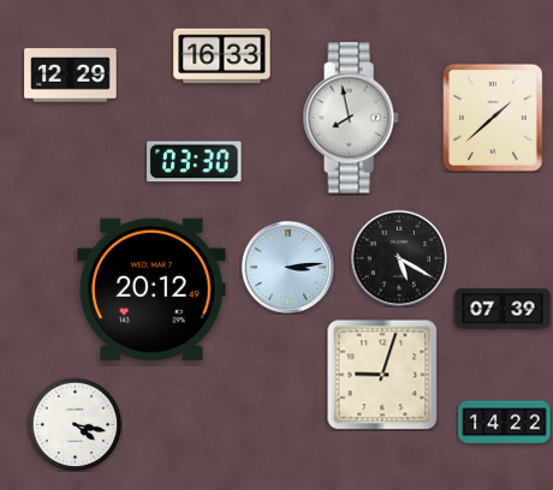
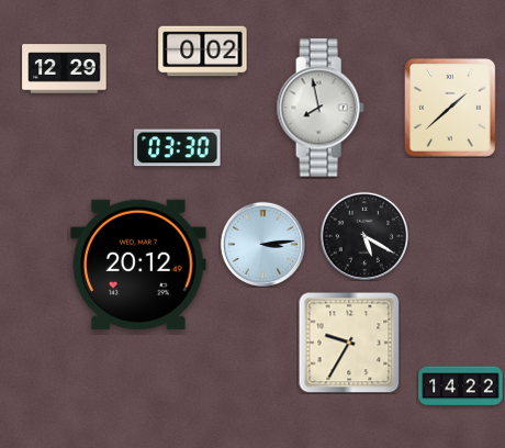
clock at (222, 56): 16:33 -> 0:02
clock at (503, 309): 07:39 -> none
clock at (382, 375): 9:03 -> 9:35
clock at (75, 424): 4:17 -> none
